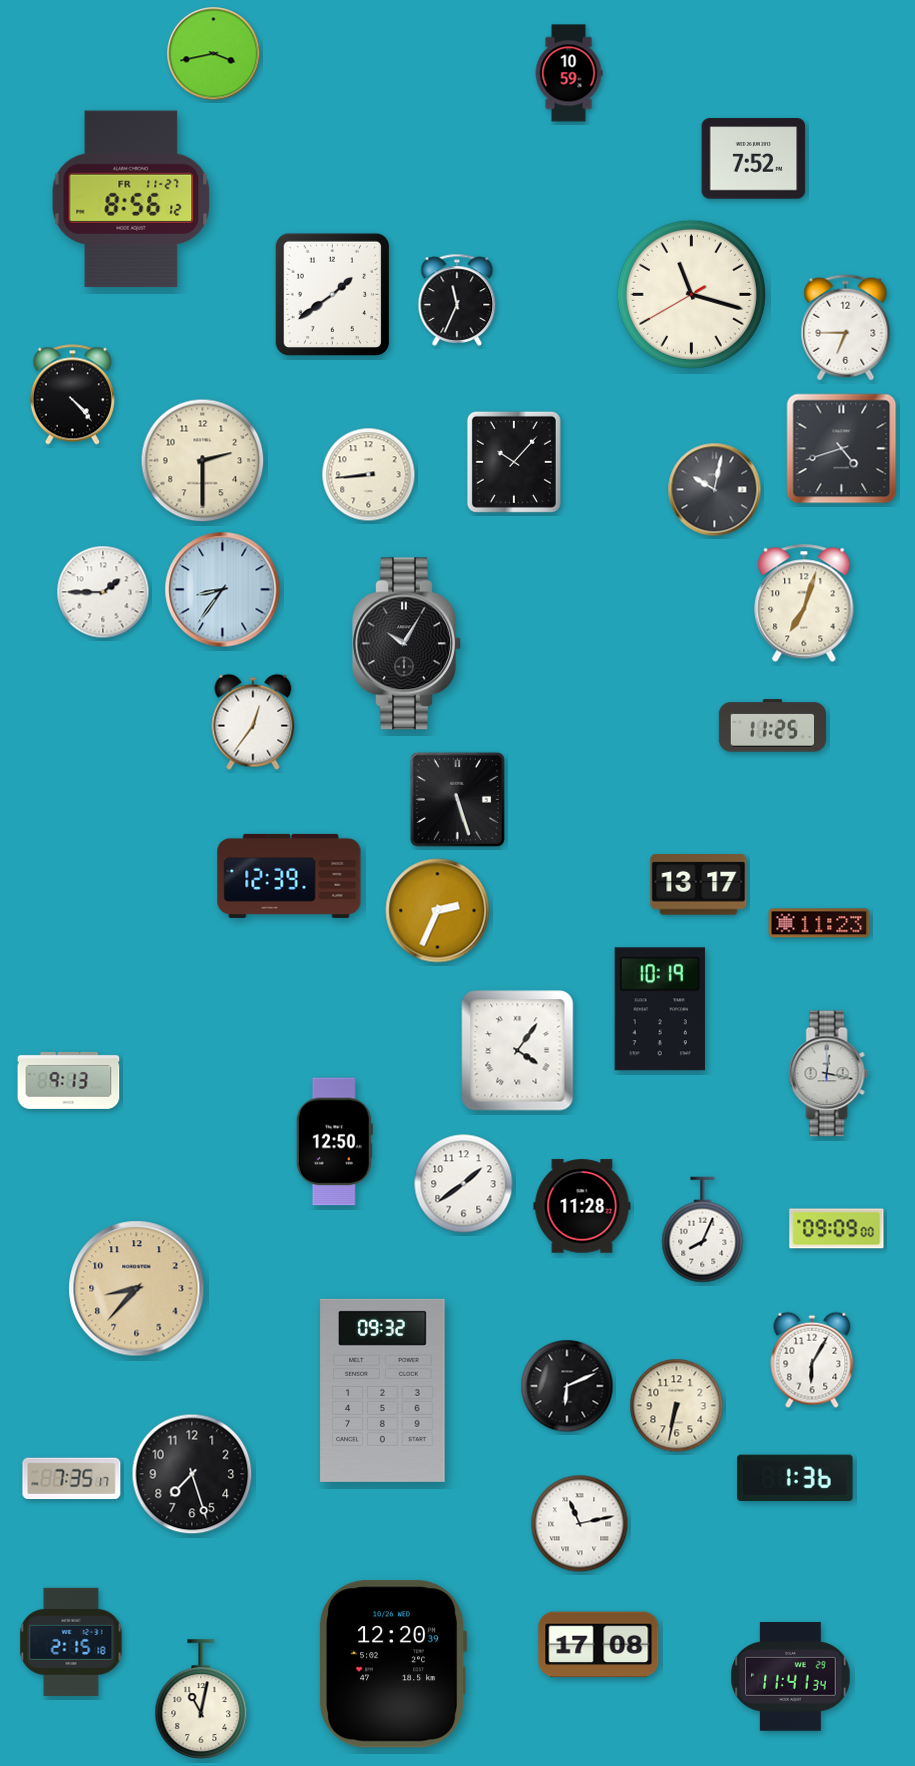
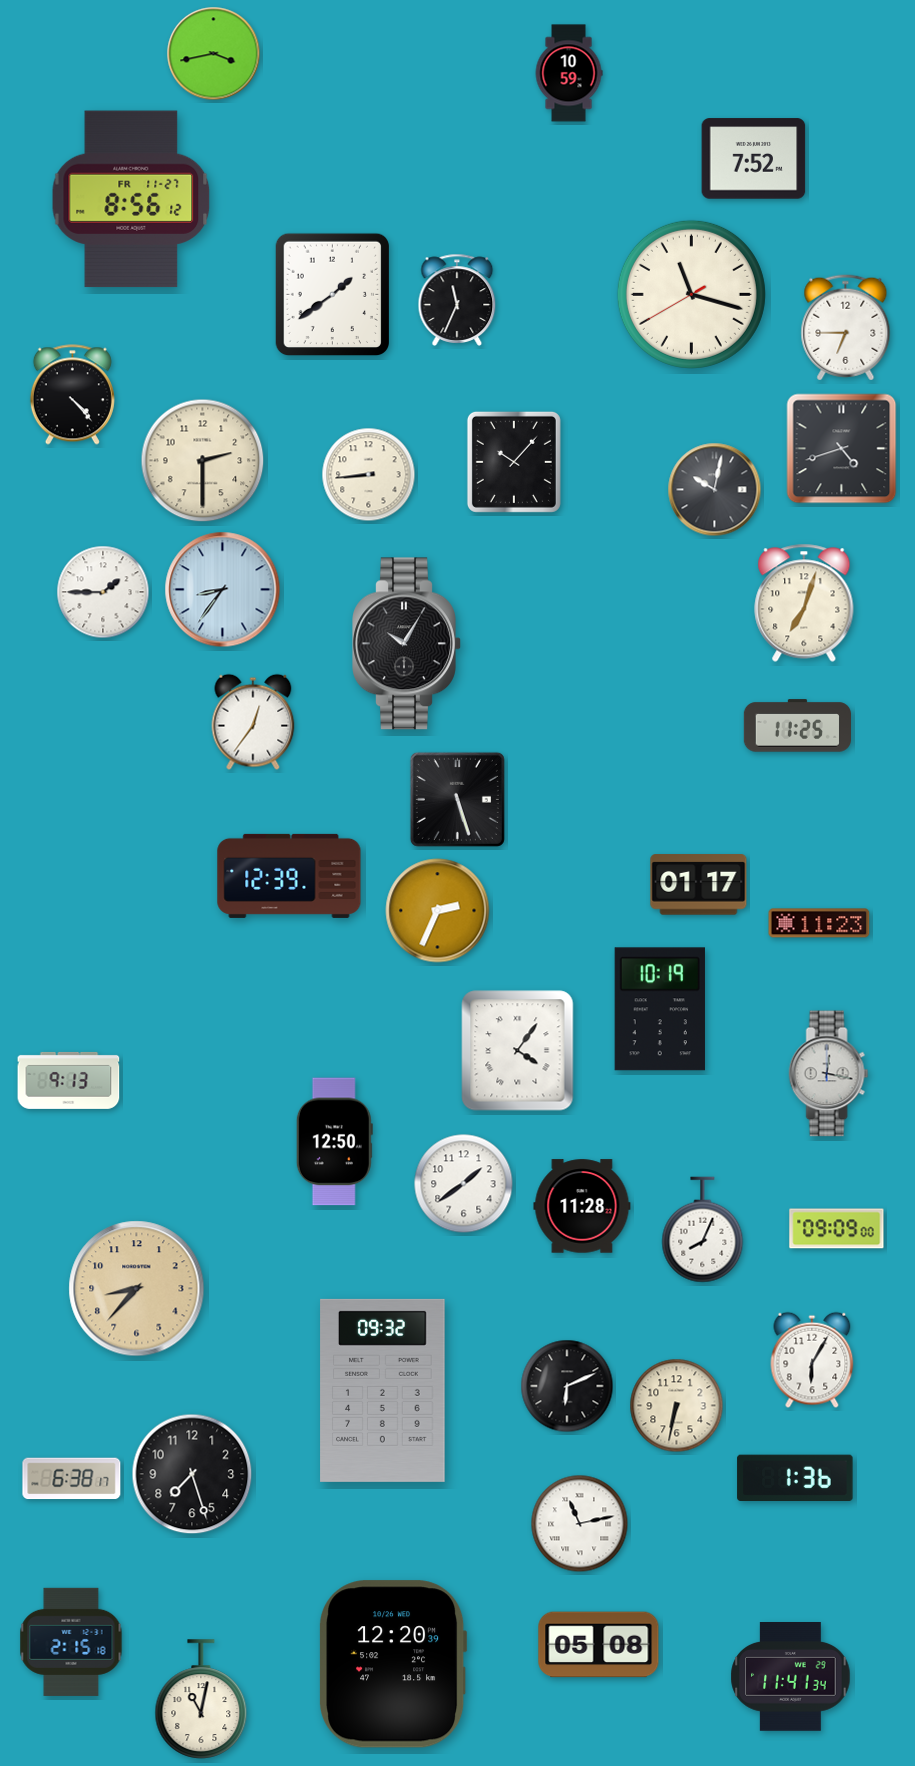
clock at (772, 726) position: (772, 726) -> (797, 726)
clock at (699, 885): 13:17 -> 01:17
clock at (72, 1479): 7:35 -> 6:38
clock at (599, 1645): 17:08 -> 05:08
